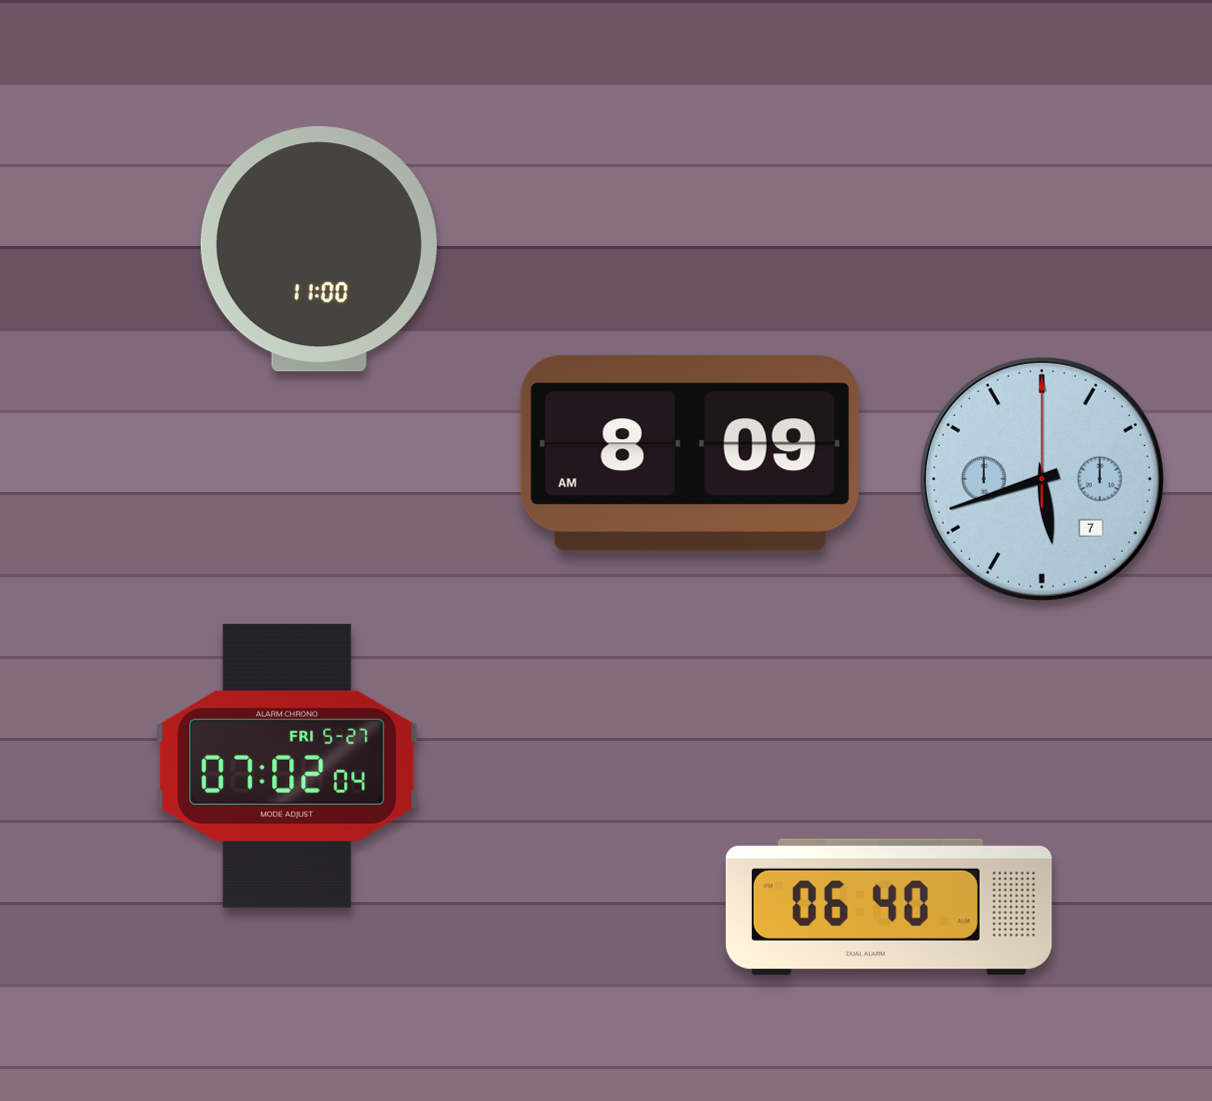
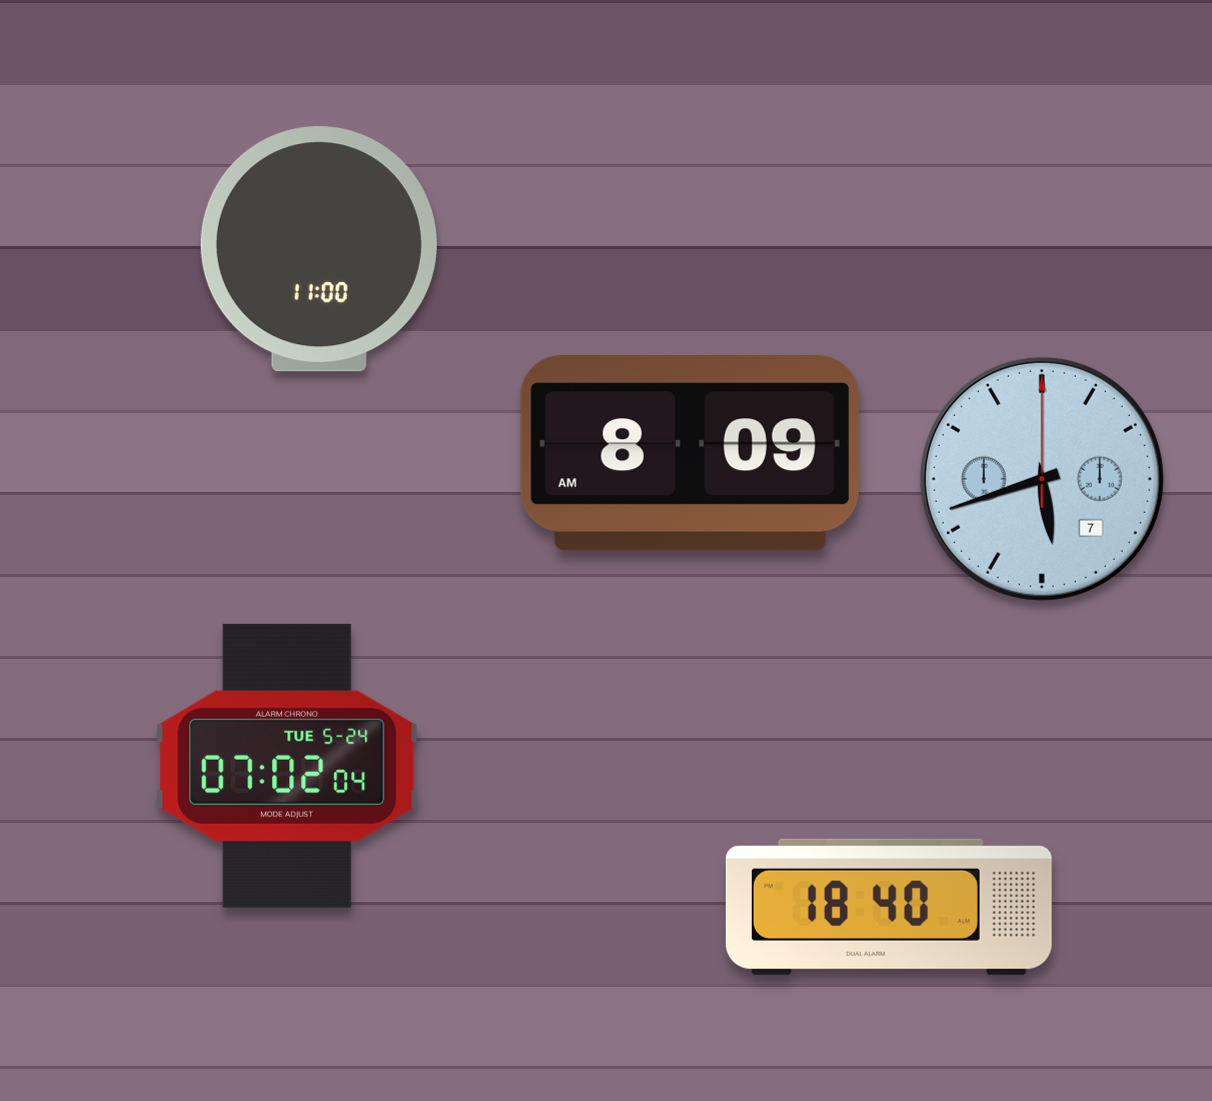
clock at (287, 766) date: FRI 5-27 -> TUE 5-24
clock at (889, 907): 06:40 -> 18:40
